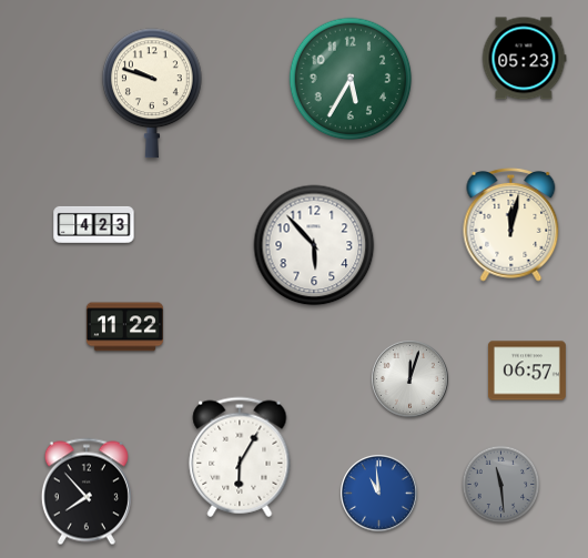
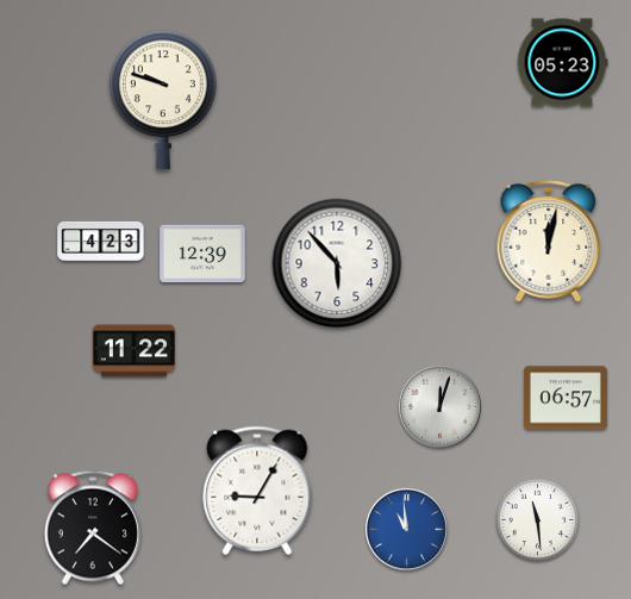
clock at (351, 79): 5:35 -> none
clock at (202, 254): none -> 12:39
clock at (240, 457): 6:05 -> 9:05
clock at (501, 485) dial: grey -> white
clock at (87, 491): 7:53 -> 7:21
